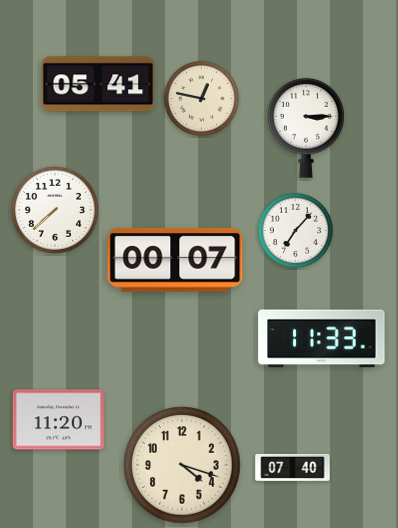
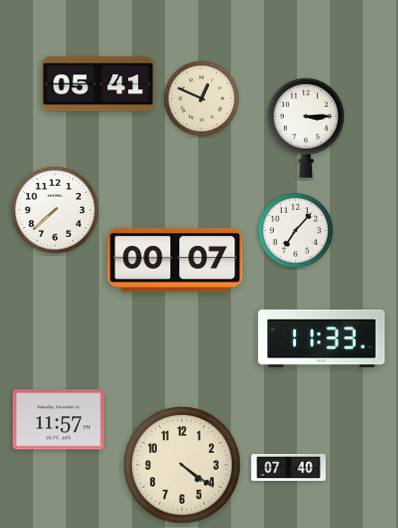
clock at (201, 98): 12:47 -> 12:49
clock at (58, 420): 11:20 -> 11:57
clock at (182, 465): 4:18 -> 4:21
clock at (293, 467) position: (293, 467) -> (289, 467)
